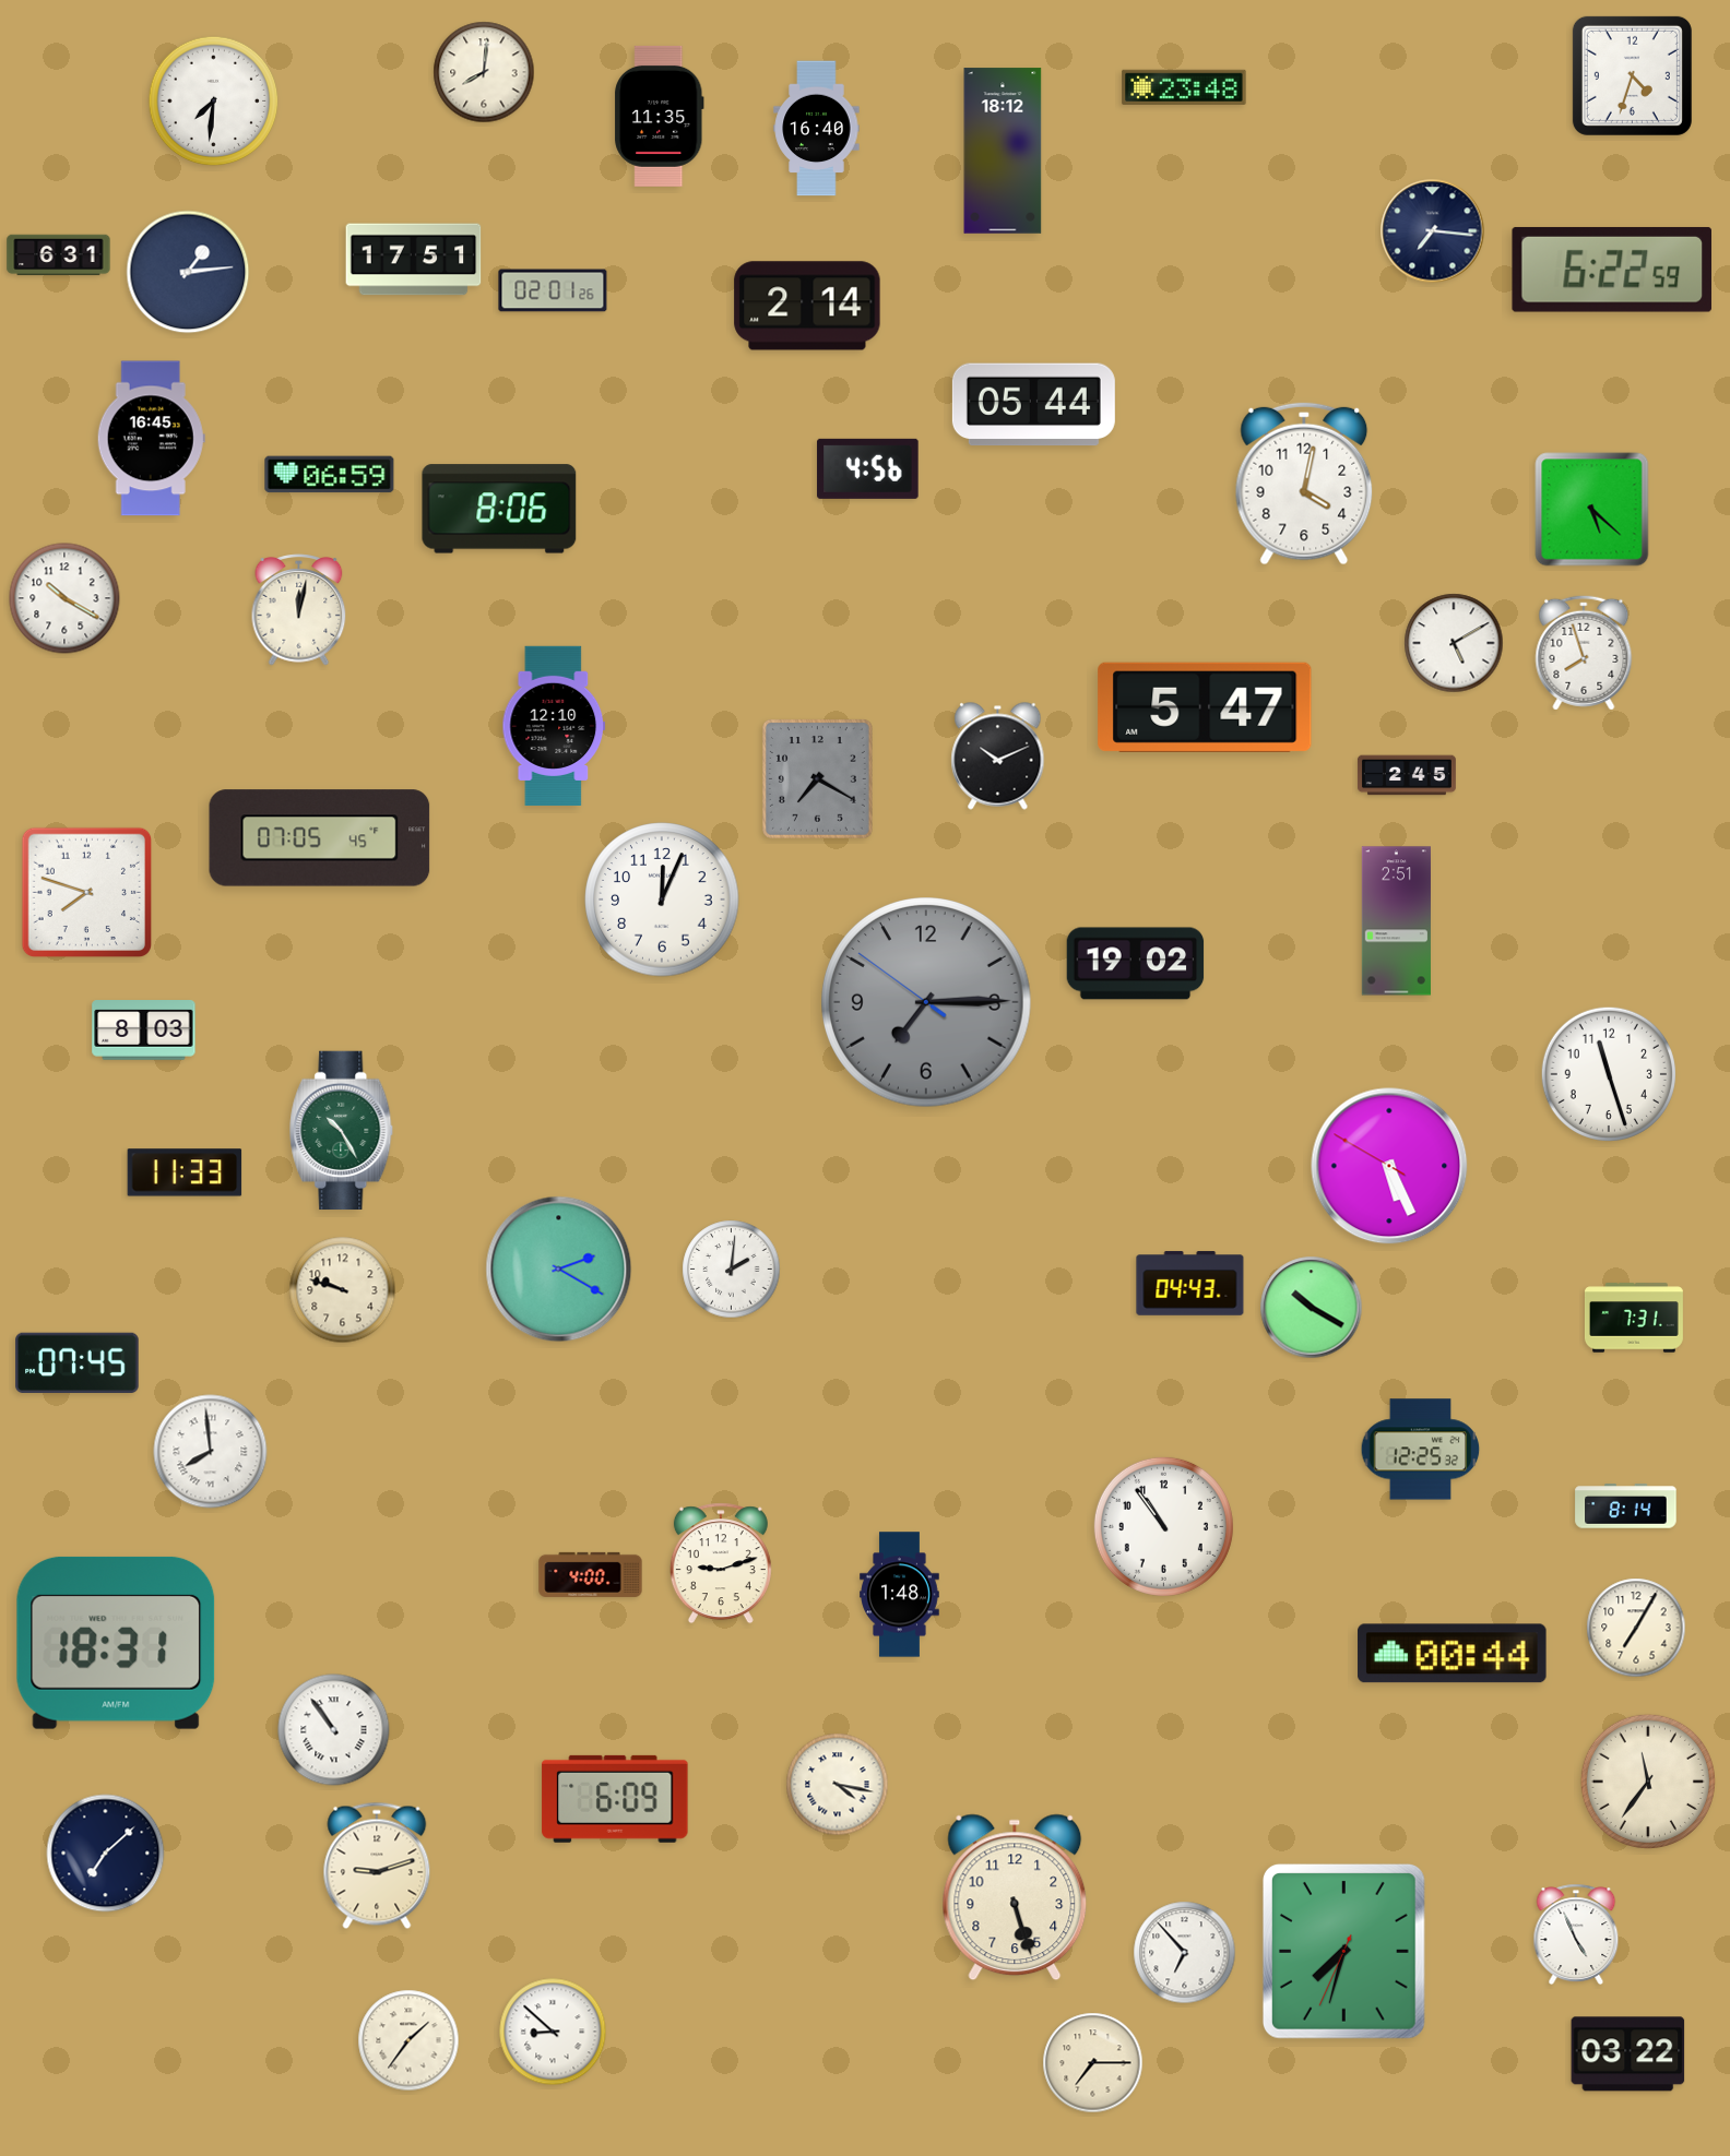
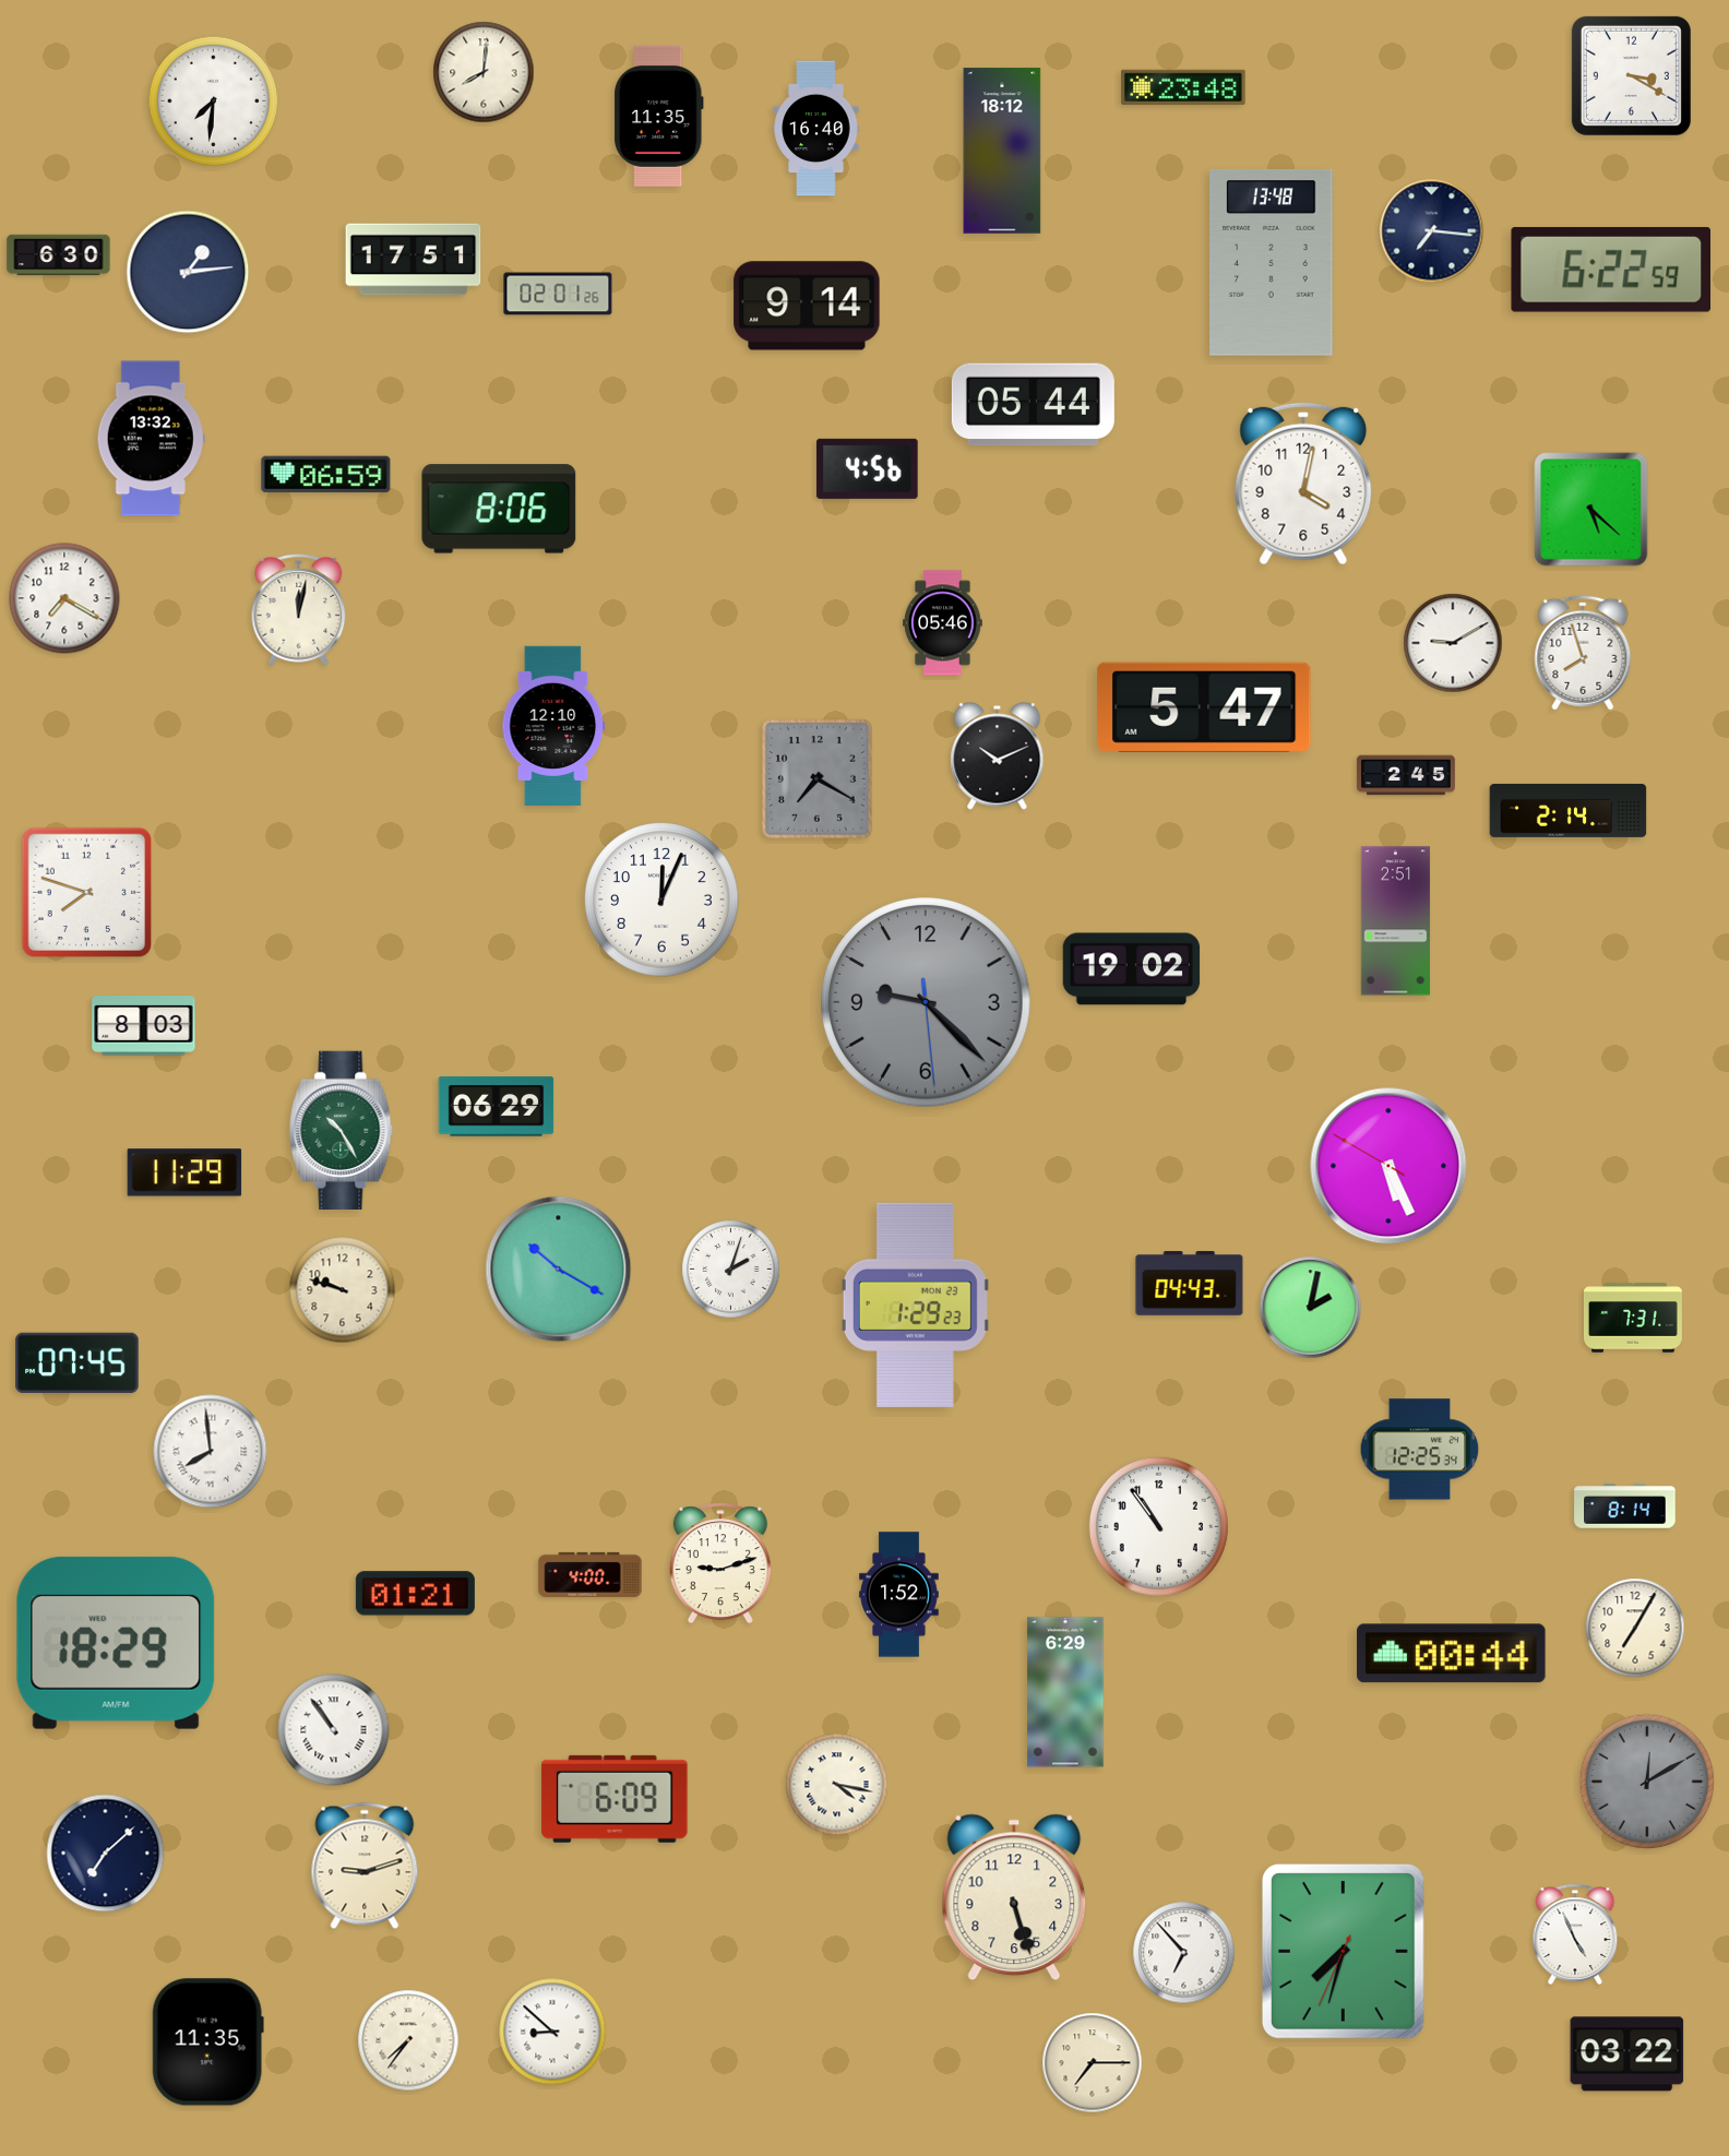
clock at (1632, 75): 4:33 -> 3:20
clock at (59, 255): 6:31 -> 6:30
clock at (1272, 262): none -> 13:48
clock at (553, 290) position: (553, 290) -> (558, 294)
clock at (807, 306): 2:14 -> 9:14
clock at (151, 439): 16:45 -> 13:32
clock at (330, 475) position: (330, 475) -> (326, 475)
clock at (64, 598): 10:20 -> 7:20
clock at (943, 623): none -> 05:46
clock at (1454, 643): 5:10 -> 9:10
clock at (1569, 810): none -> 2:14
clock at (320, 838): 07:05 -> none
clock at (1136, 964) position: (1136, 964) -> (1132, 969)
clock at (926, 1002): 7:14 -> 9:22
clock at (144, 1031) position: (144, 1031) -> (144, 1026)
clock at (1609, 1074): 11:27 -> none
clock at (497, 1107): none -> 06:29
clock at (185, 1172): 11:33 -> 11:29
clock at (559, 1270): 2:20 -> 10:20
clock at (732, 1270): 2:01 -> 2:03
clock at (915, 1305): none -> 1:29
clock at (1312, 1308): 10:20 -> 2:02
clock at (1421, 1450): 12:25:32 -> 12:25:34
clock at (1163, 1526) position: (1163, 1526) -> (1158, 1526)
clock at (415, 1594): none -> 01:21
clock at (900, 1595): 1:48 -> 1:52
clock at (116, 1643): 18:31 -> 18:29
clock at (1065, 1692): none -> 6:29
clock at (1648, 1782): 11:36 -> 12:10
clock at (1648, 1782) dial: cream -> grey
clock at (377, 1866) position: (377, 1866) -> (365, 1866)
clock at (408, 2040): 1:36 -> 7:36
clock at (207, 2042): none -> 11:35
